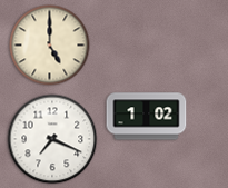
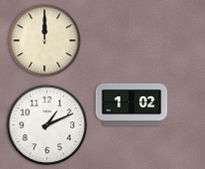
clock at (50, 46): 5:00 -> 12:00
clock at (52, 139): 7:19 -> 1:11
